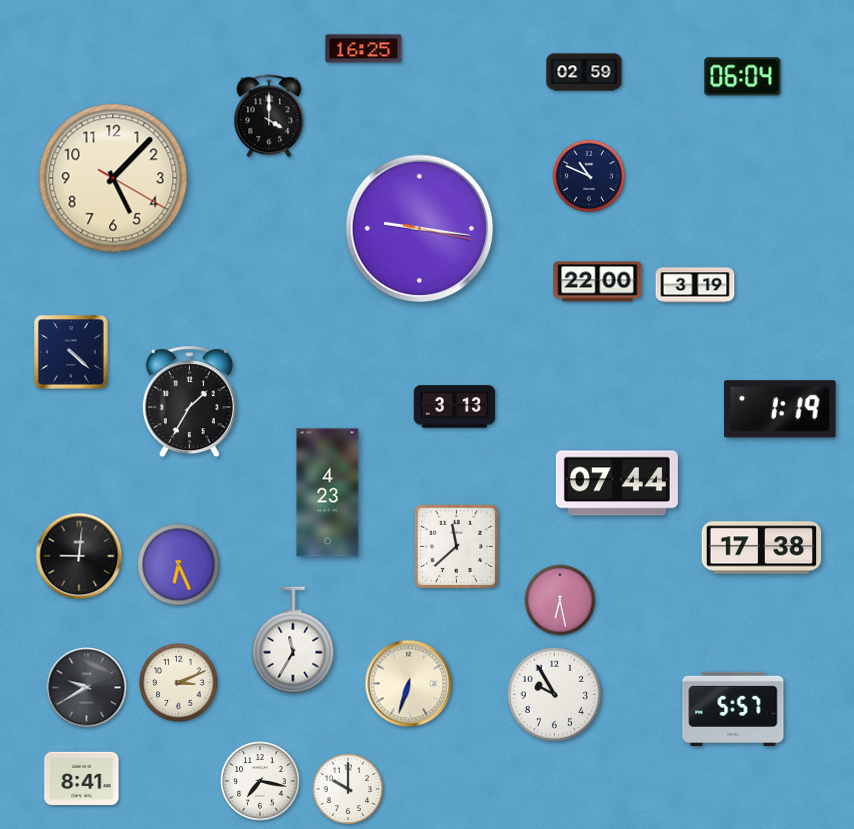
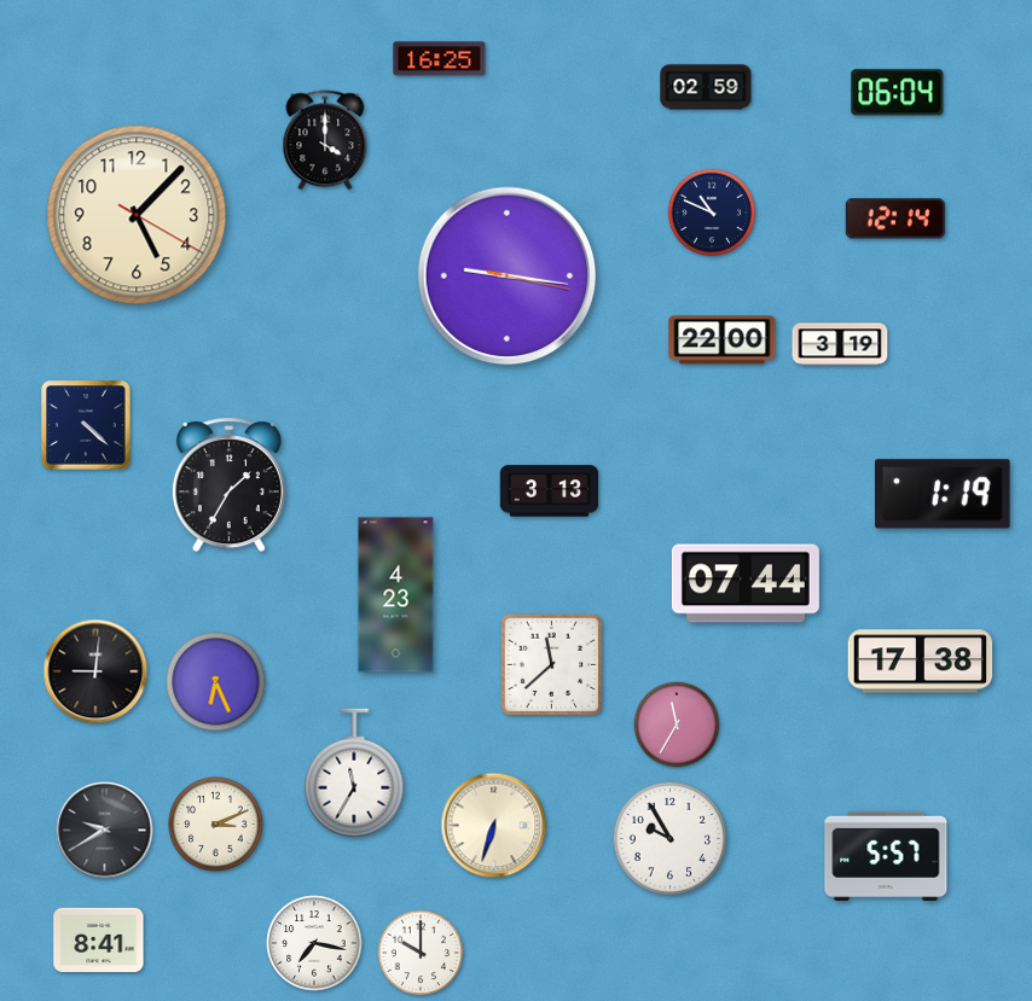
clock at (895, 219): none -> 12:14
clock at (456, 546) position: (456, 546) -> (551, 664)
clock at (560, 600): 6:28 -> 11:35
